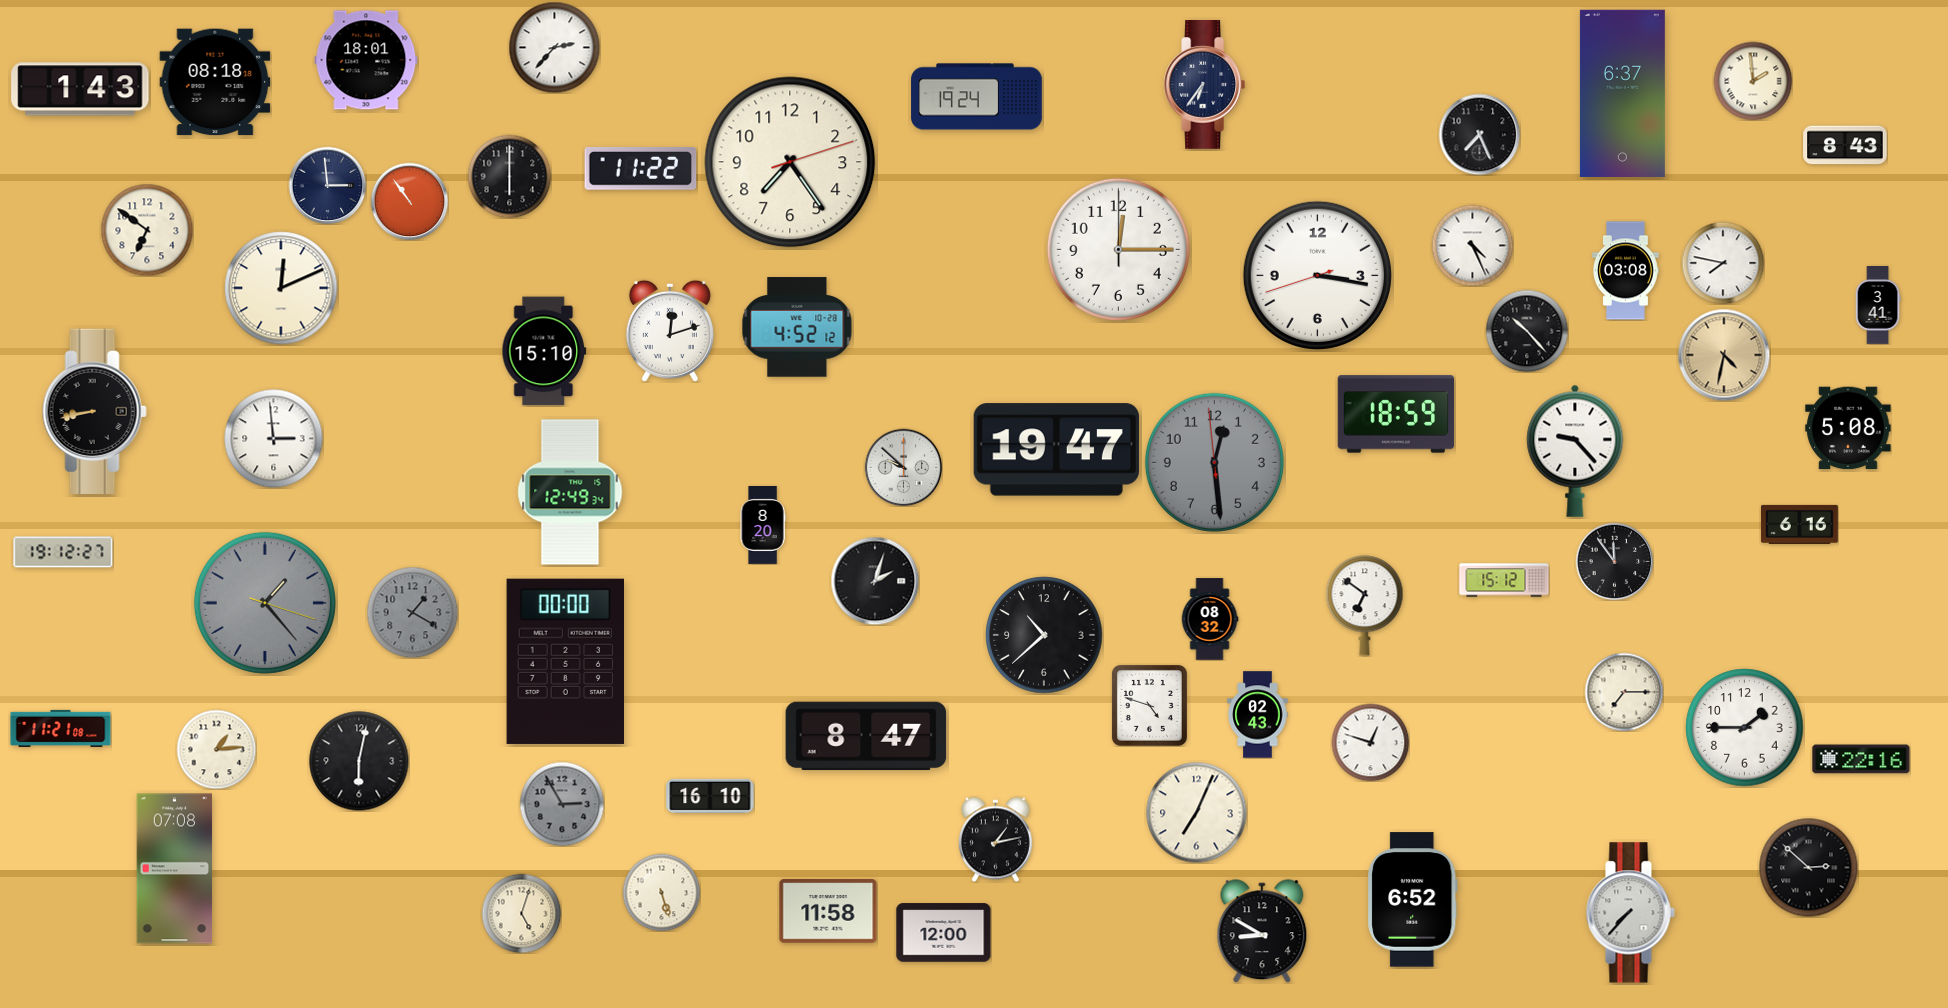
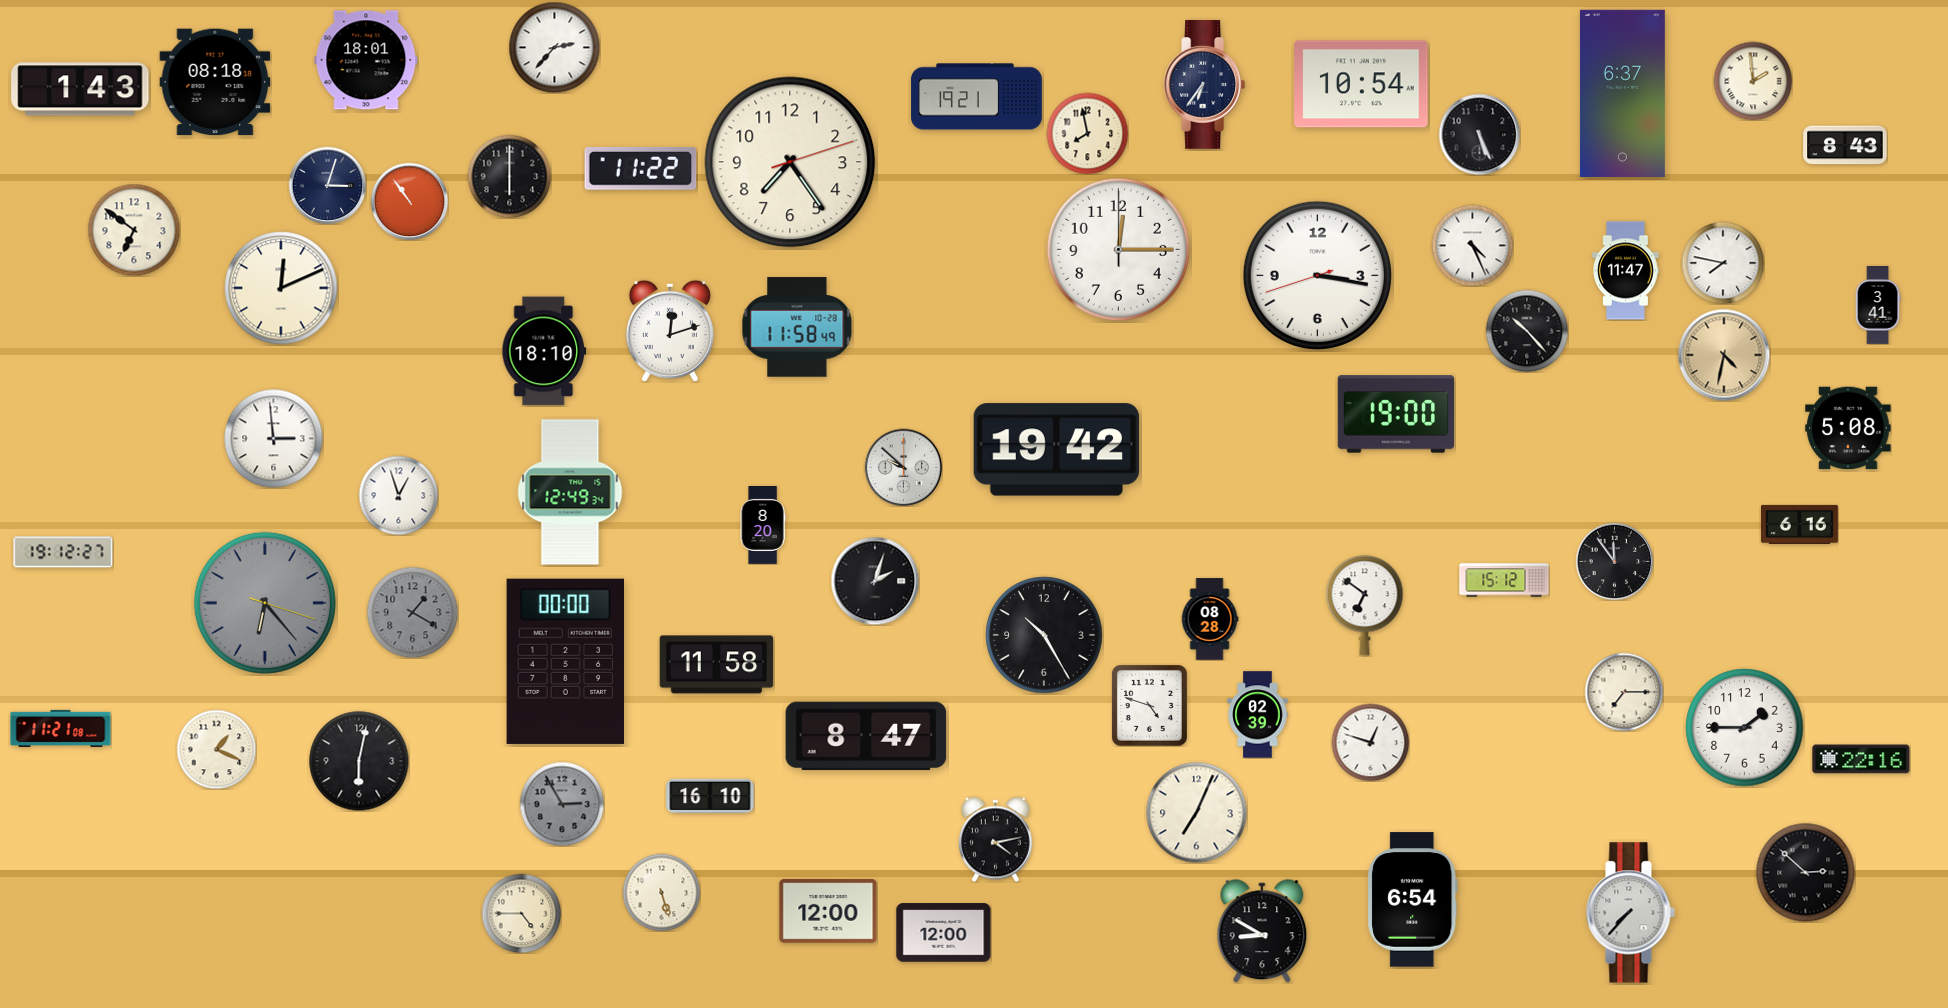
clock at (1361, 84): none -> 10:54
clock at (977, 97): 19:24 -> 19:21
clock at (1087, 133): none -> 7:58
clock at (1479, 134): 7:26 -> 5:26
clock at (327, 185): 2:59 -> 3:03
clock at (147, 230) position: (147, 230) -> (134, 230)
clock at (1626, 271): 03:08 -> 11:47
clock at (797, 327): 4:52 -> 11:58
clock at (544, 351): 15:10 -> 18:10
clock at (94, 411): 8:43 -> none
clock at (1396, 414): 18:59 -> 19:00
clock at (1056, 450): 19:47 -> 19:42
clock at (1575, 451): 9:23 -> none
clock at (1214, 462): 12:28 -> none
clock at (398, 495): none -> 12:57
clock at (265, 603): 1:23 -> 6:23
clock at (1210, 619): 08:32 -> 08:28
clock at (1044, 635): 10:38 -> 10:25
clock at (717, 665): none -> 11:58
clock at (1258, 715): 02:43 -> 02:39
clock at (216, 749): 1:14 -> 1:19
clock at (995, 839): 1:13 -> 4:13
clock at (1809, 868) position: (1809, 868) -> (1806, 873)
clock at (175, 869): 07:08 -> none
clock at (1413, 900): 6:52 -> 6:54
clock at (828, 911): 11:58 -> 12:00
clock at (521, 913): 5:03 -> 4:45
